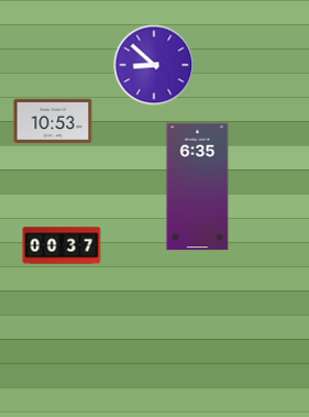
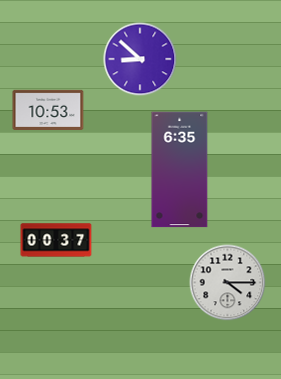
clock at (62, 245) position: (62, 245) -> (56, 240)
clock at (228, 283): none -> 4:15
